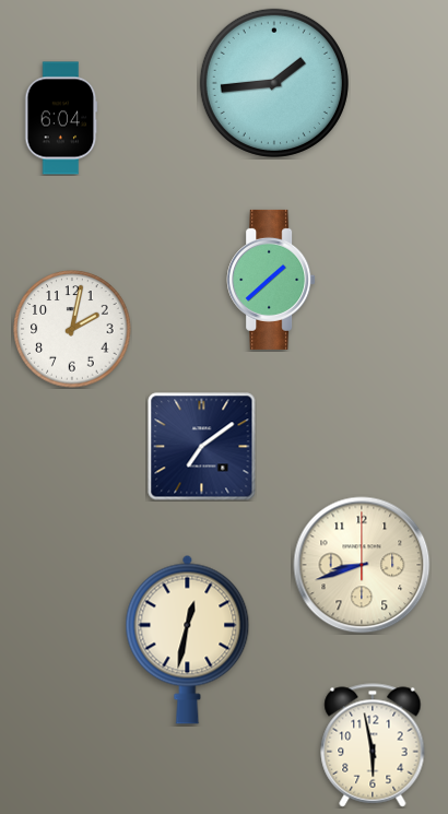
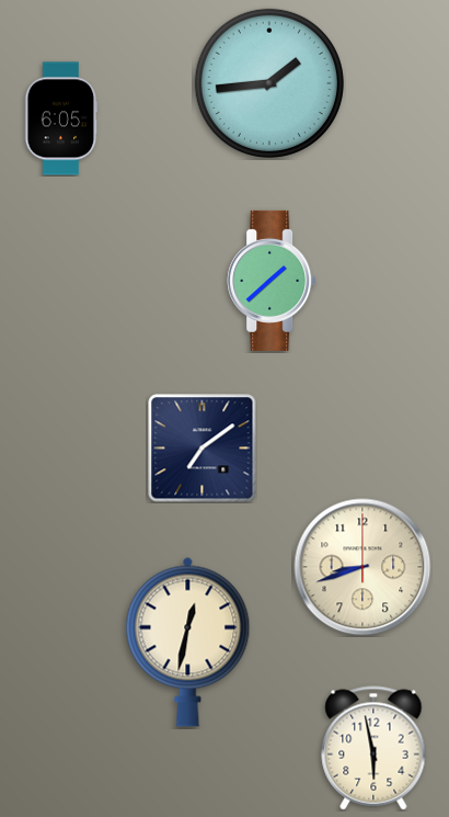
clock at (274, 83) position: (274, 83) -> (269, 83)
clock at (61, 118): 6:04 -> 6:05
clock at (72, 329): 2:02 -> none
